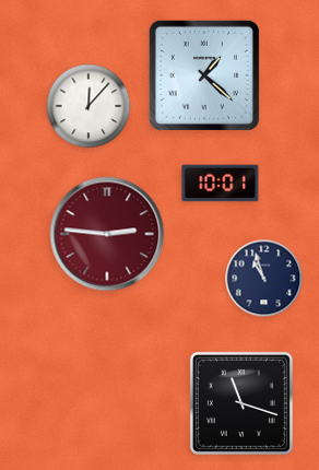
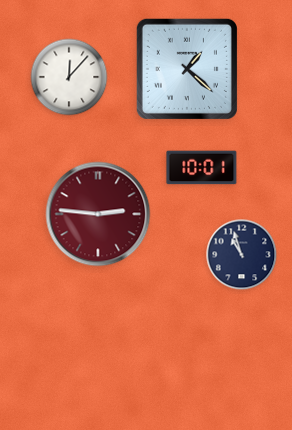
clock at (88, 106) position: (88, 106) -> (69, 77)
clock at (241, 403): 11:18 -> none
